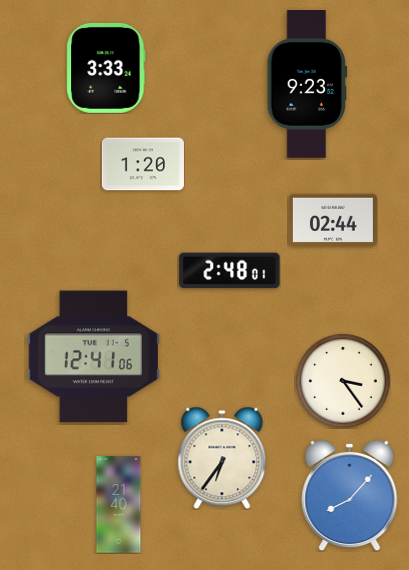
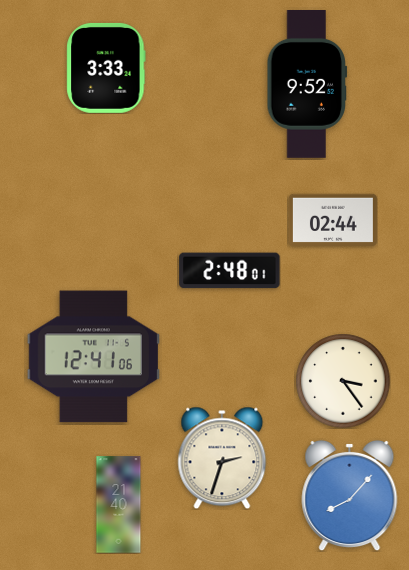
clock at (307, 85): 9:23 -> 9:52
clock at (143, 164): 1:20 -> none
clock at (222, 458): 6:36 -> 2:33
